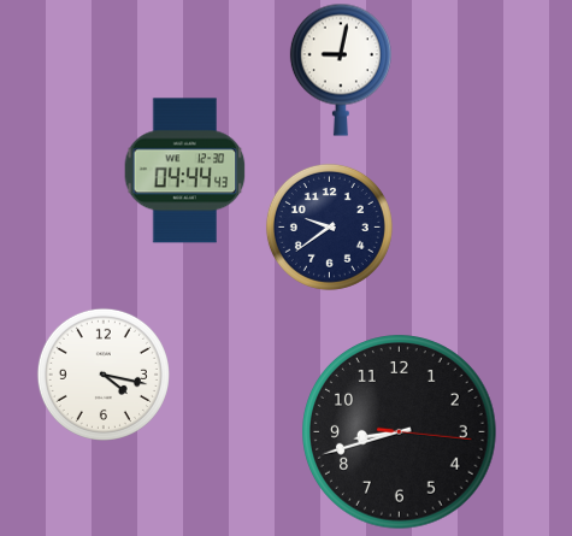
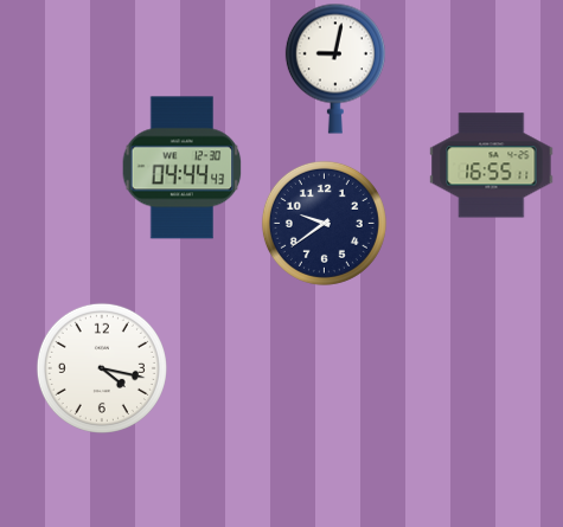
clock at (492, 166): none -> 16:55
clock at (400, 432): 8:42 -> none
